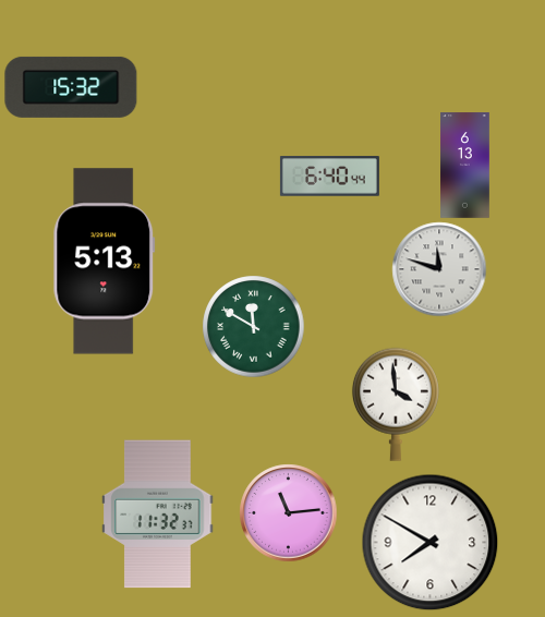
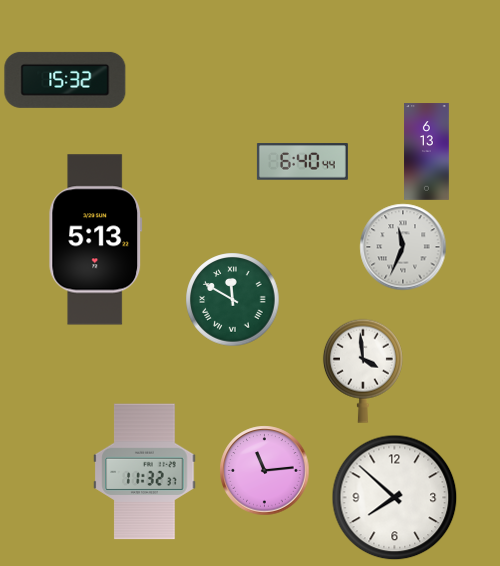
clock at (439, 269): 11:48 -> 11:34
clock at (429, 542): 7:50 -> 7:52
